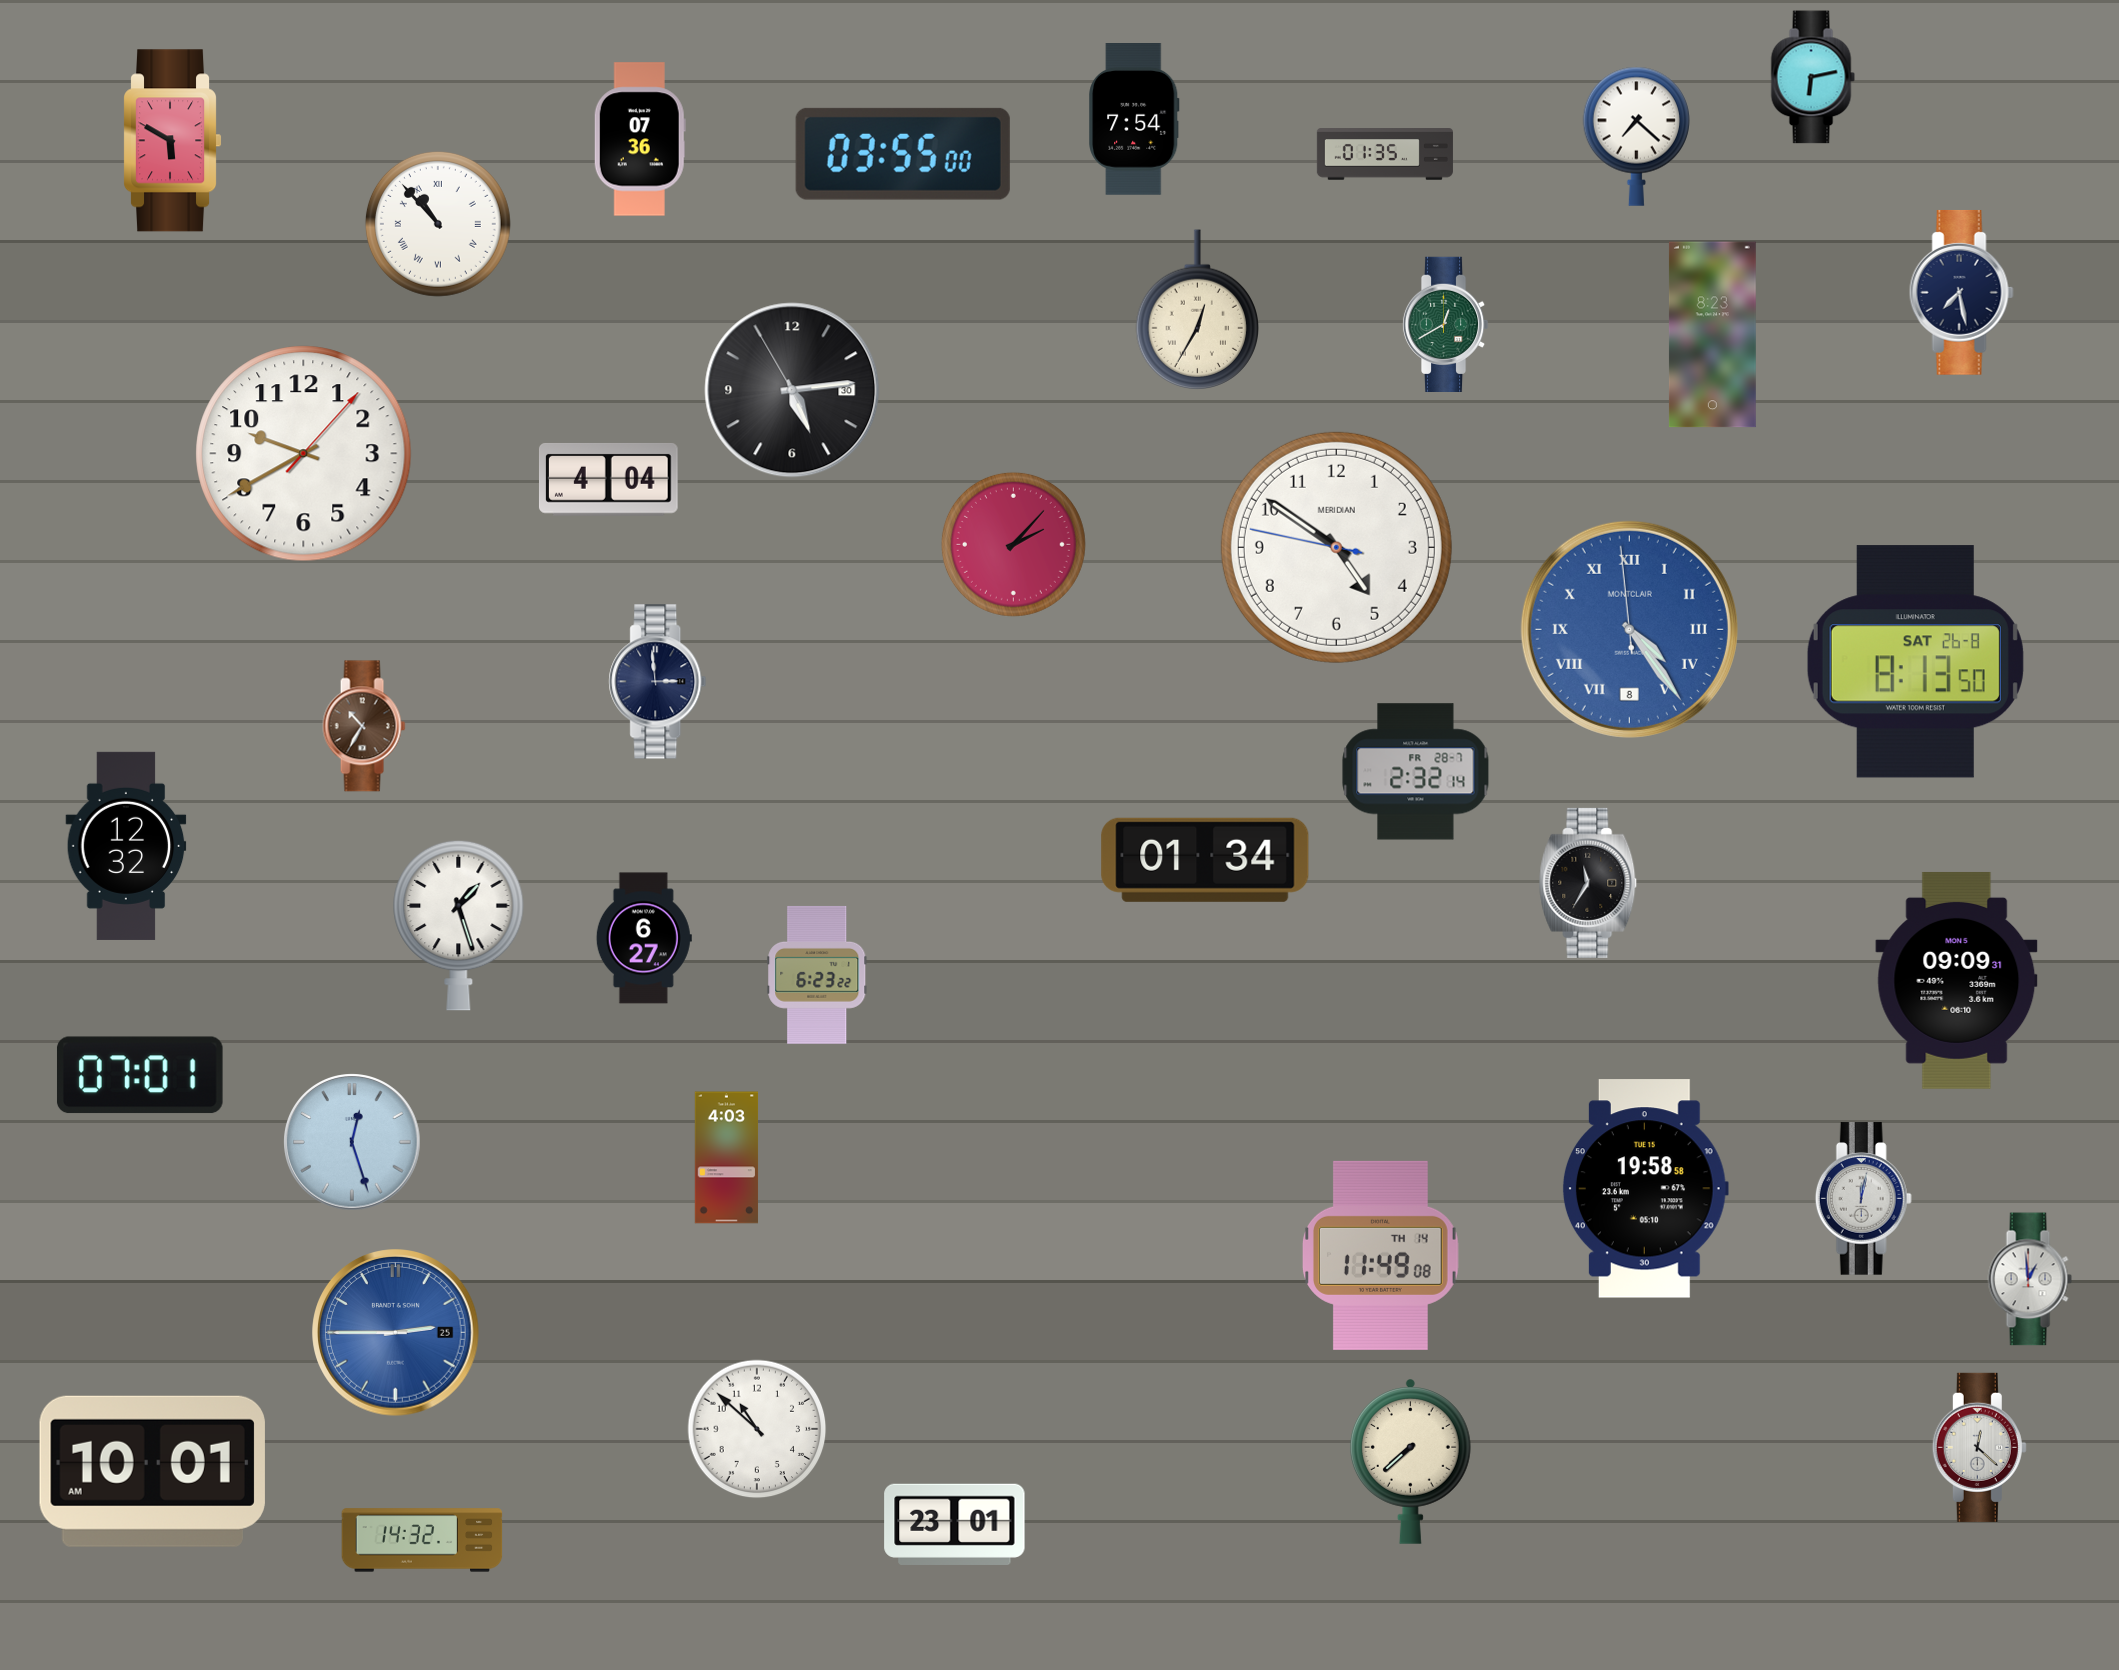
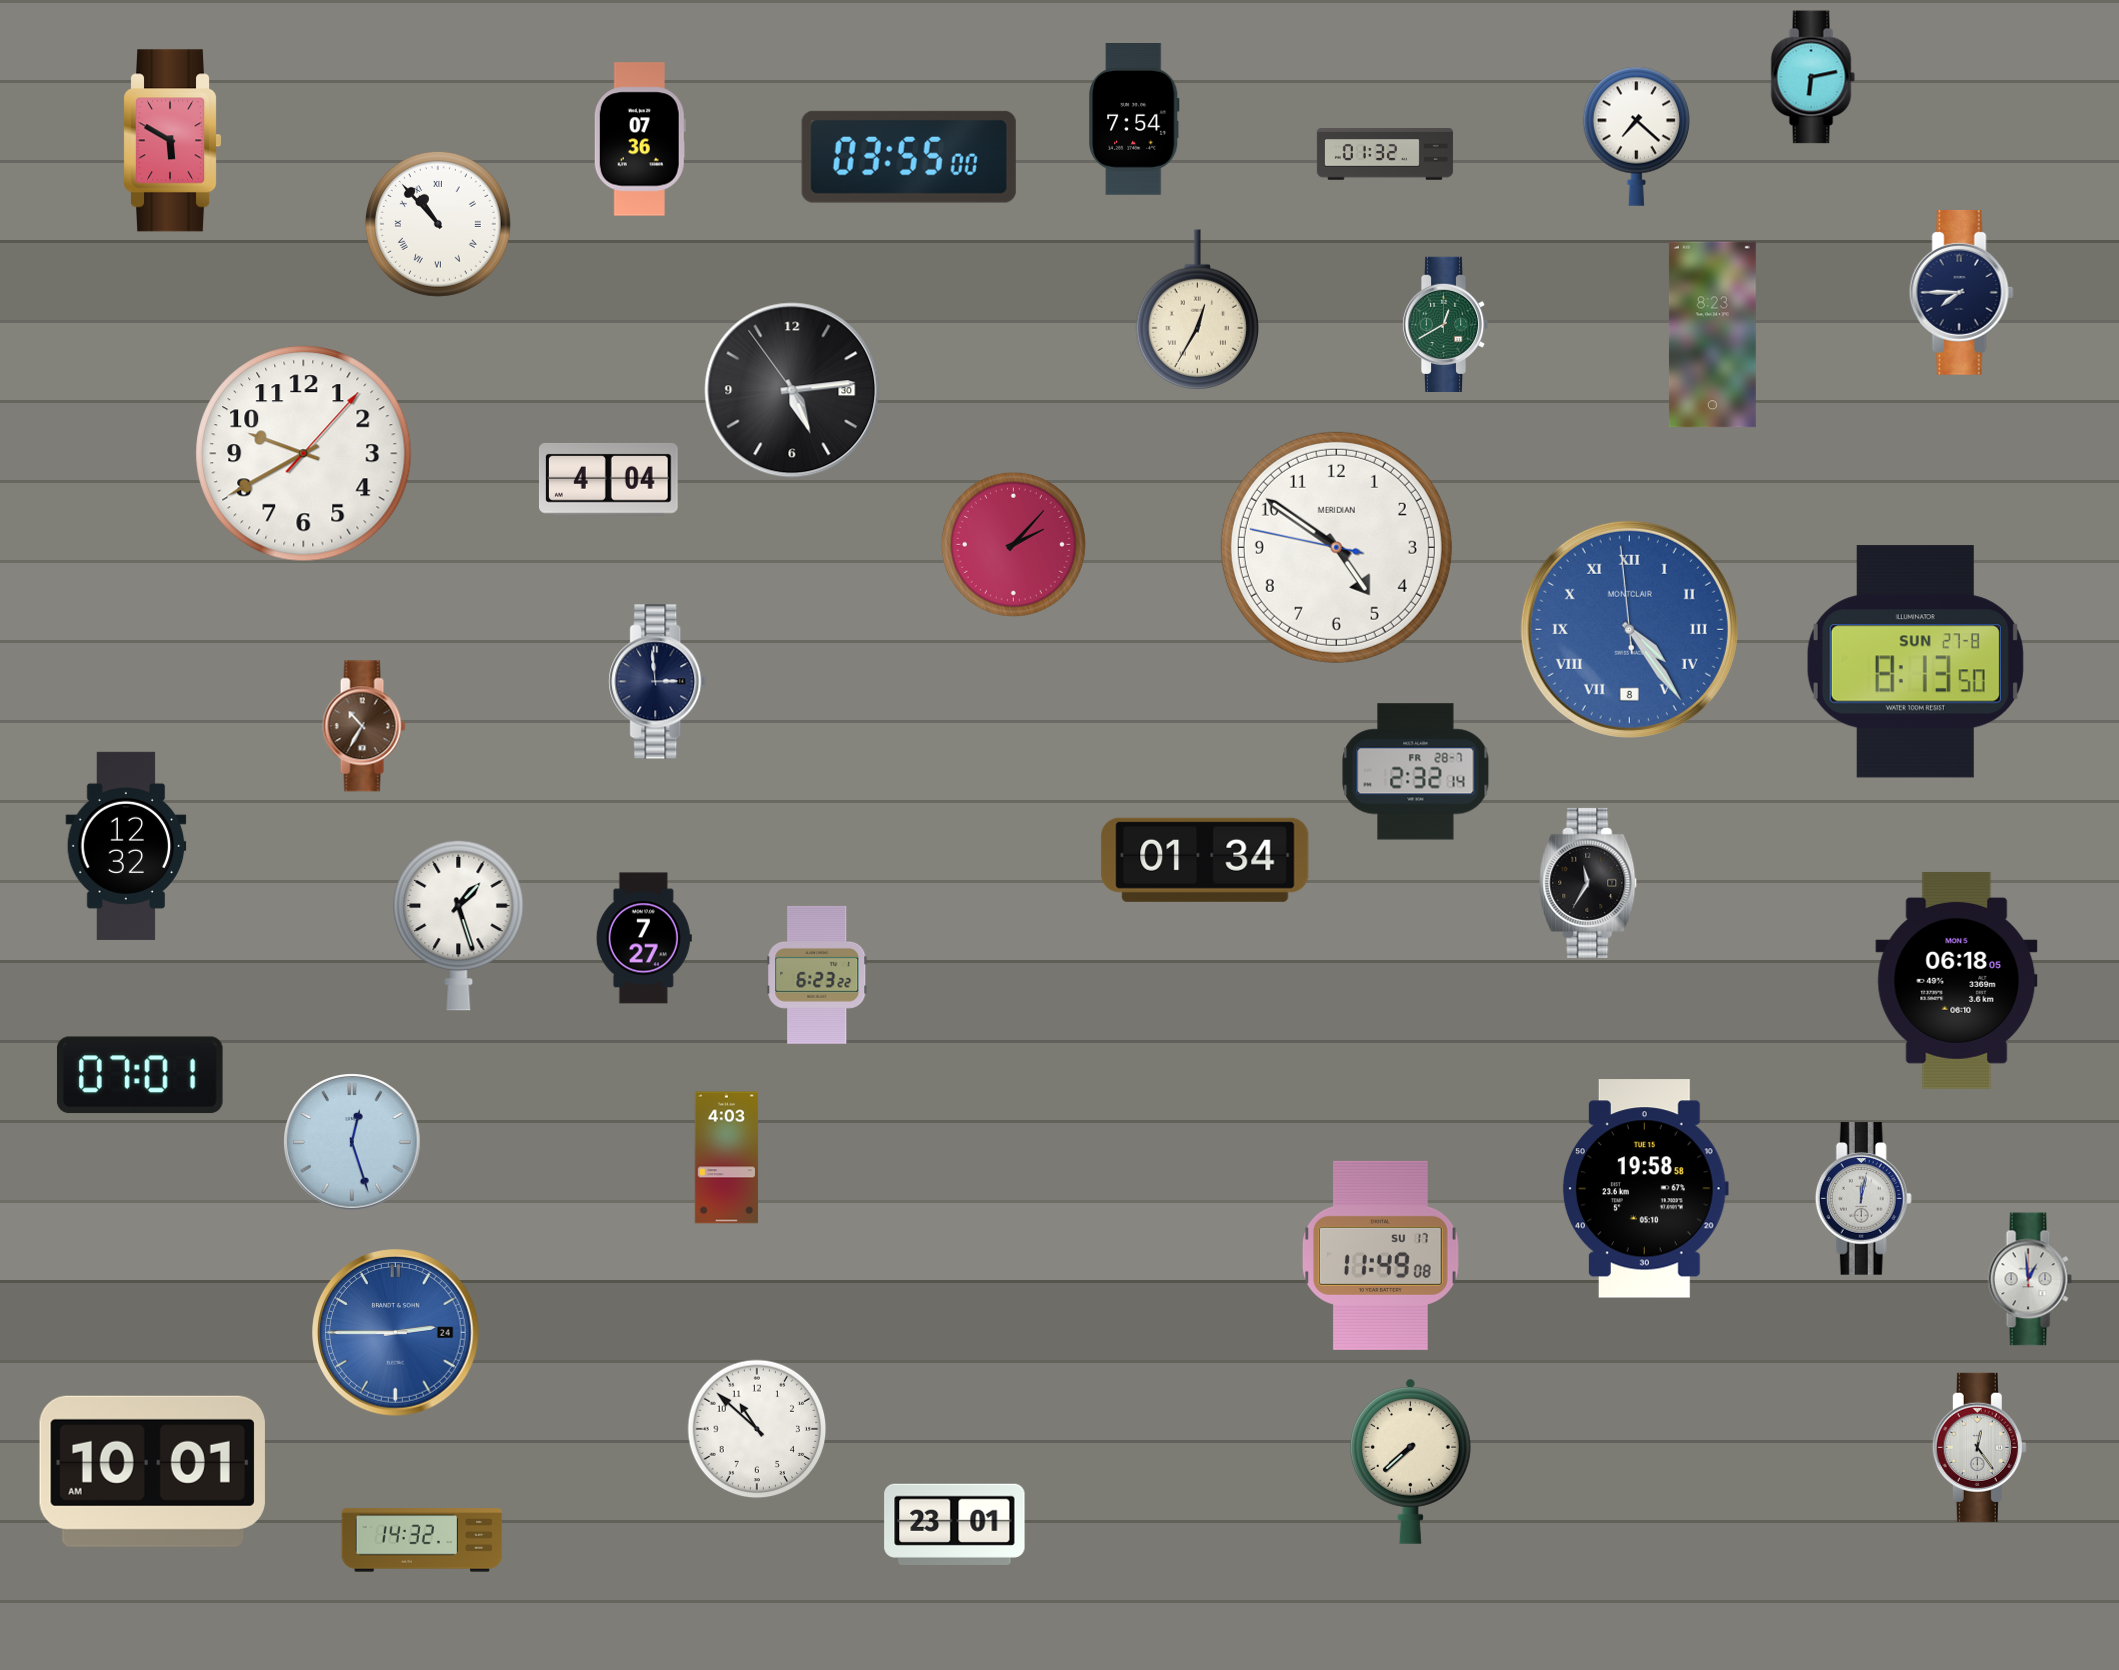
clock at (903, 154) position: (903, 154) -> (909, 157)
clock at (1385, 154): 01:35 -> 01:32
clock at (1961, 292): 7:28 -> 7:45
clock at (792, 390): 5:13:55 -> 5:13:54
clock at (1915, 662) date: SAT 26-8 -> SUN 27-8
clock at (644, 938): 6:27 -> 7:27
clock at (1957, 980): 09:09 -> 06:18
clock at (1381, 1255) date: TH 14 -> SU 17
clock at (396, 1333) date: 25 -> 24
clock at (1979, 1447): 12:22 -> 12:24
